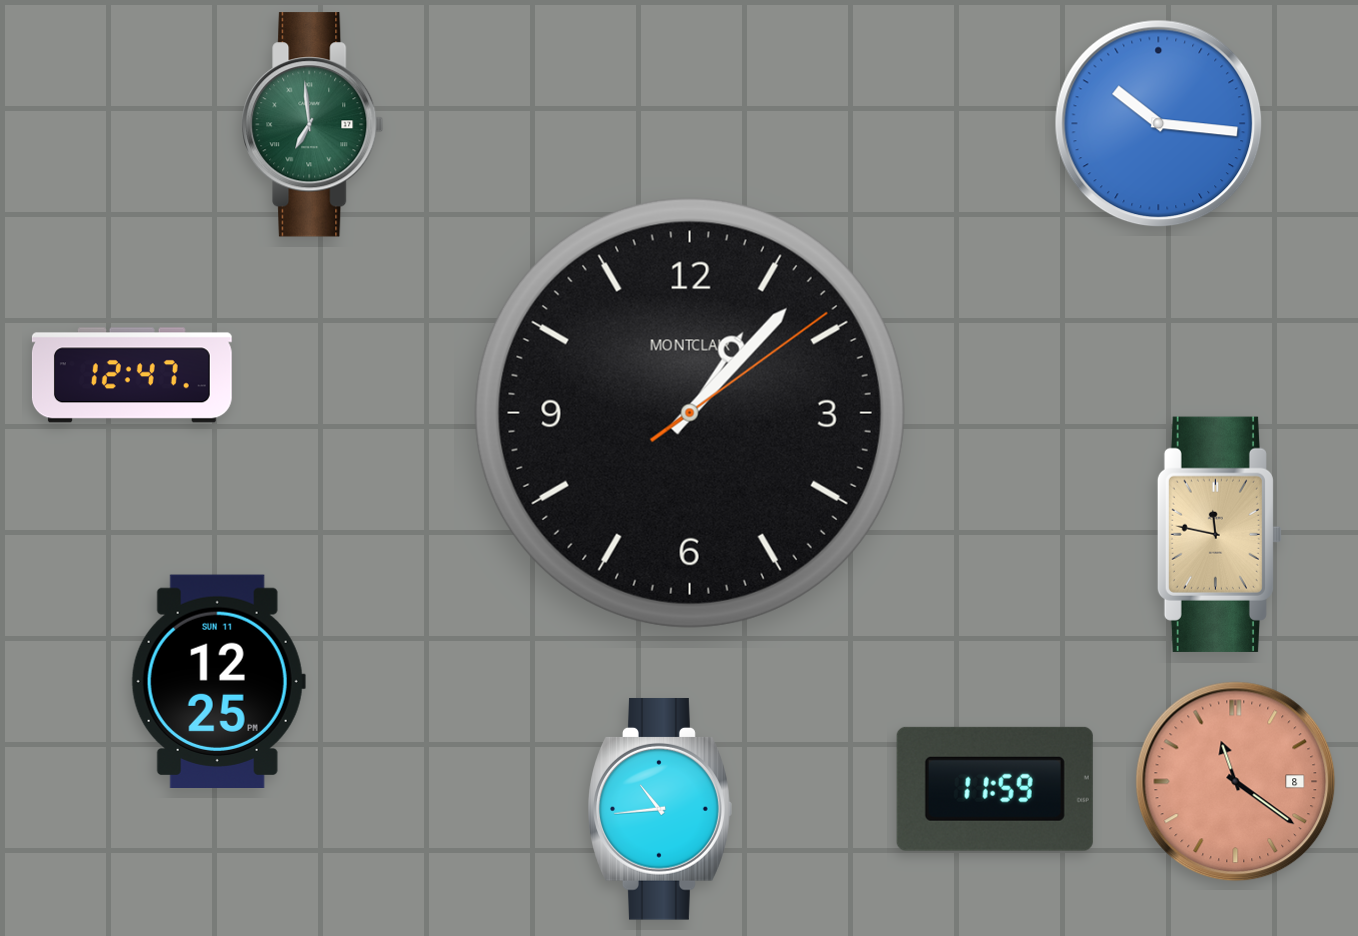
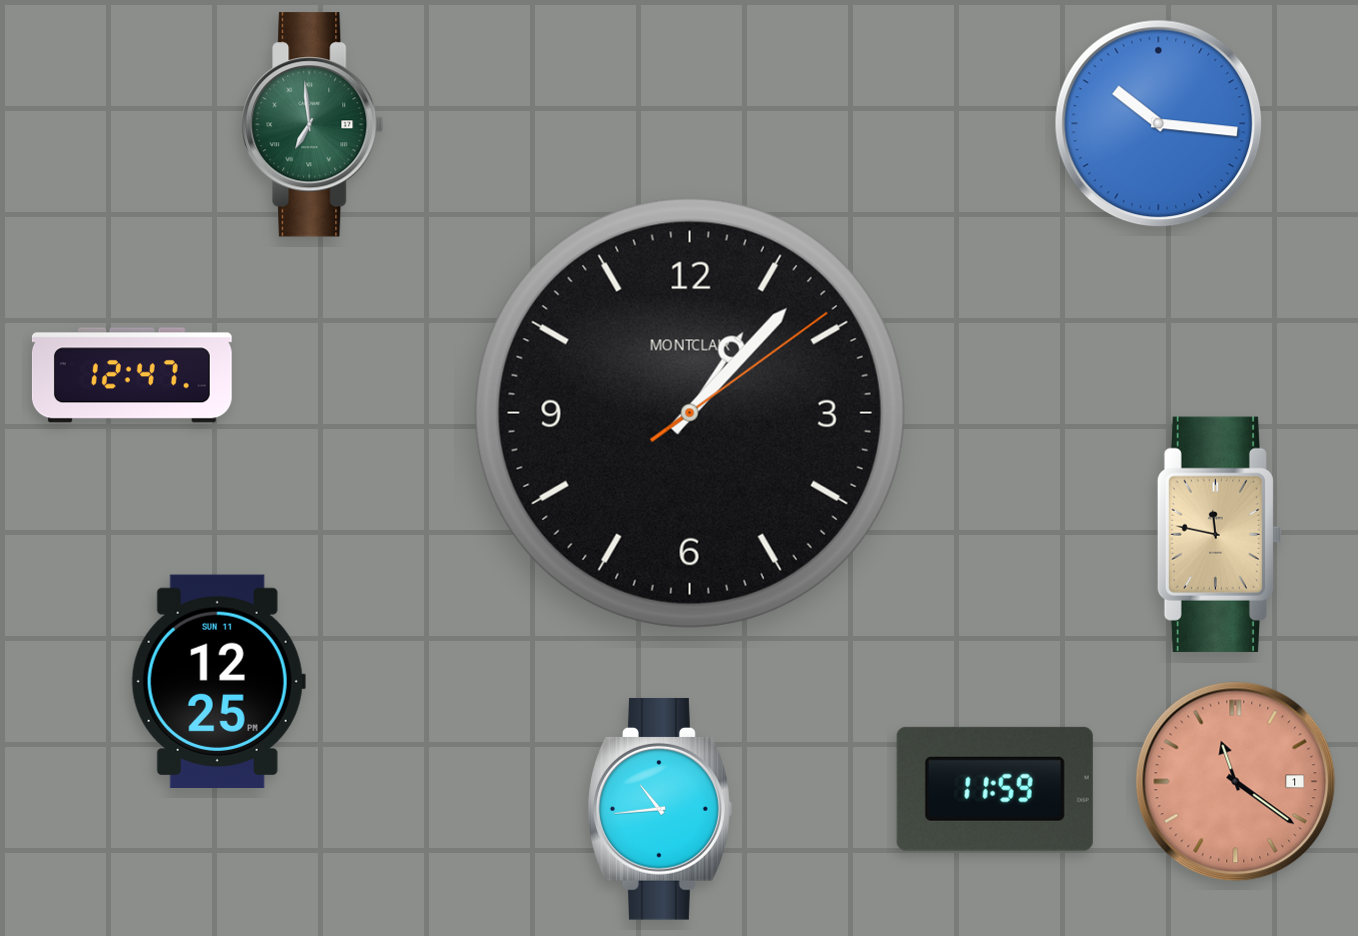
clock at (1236, 782) date: 8 -> 1
